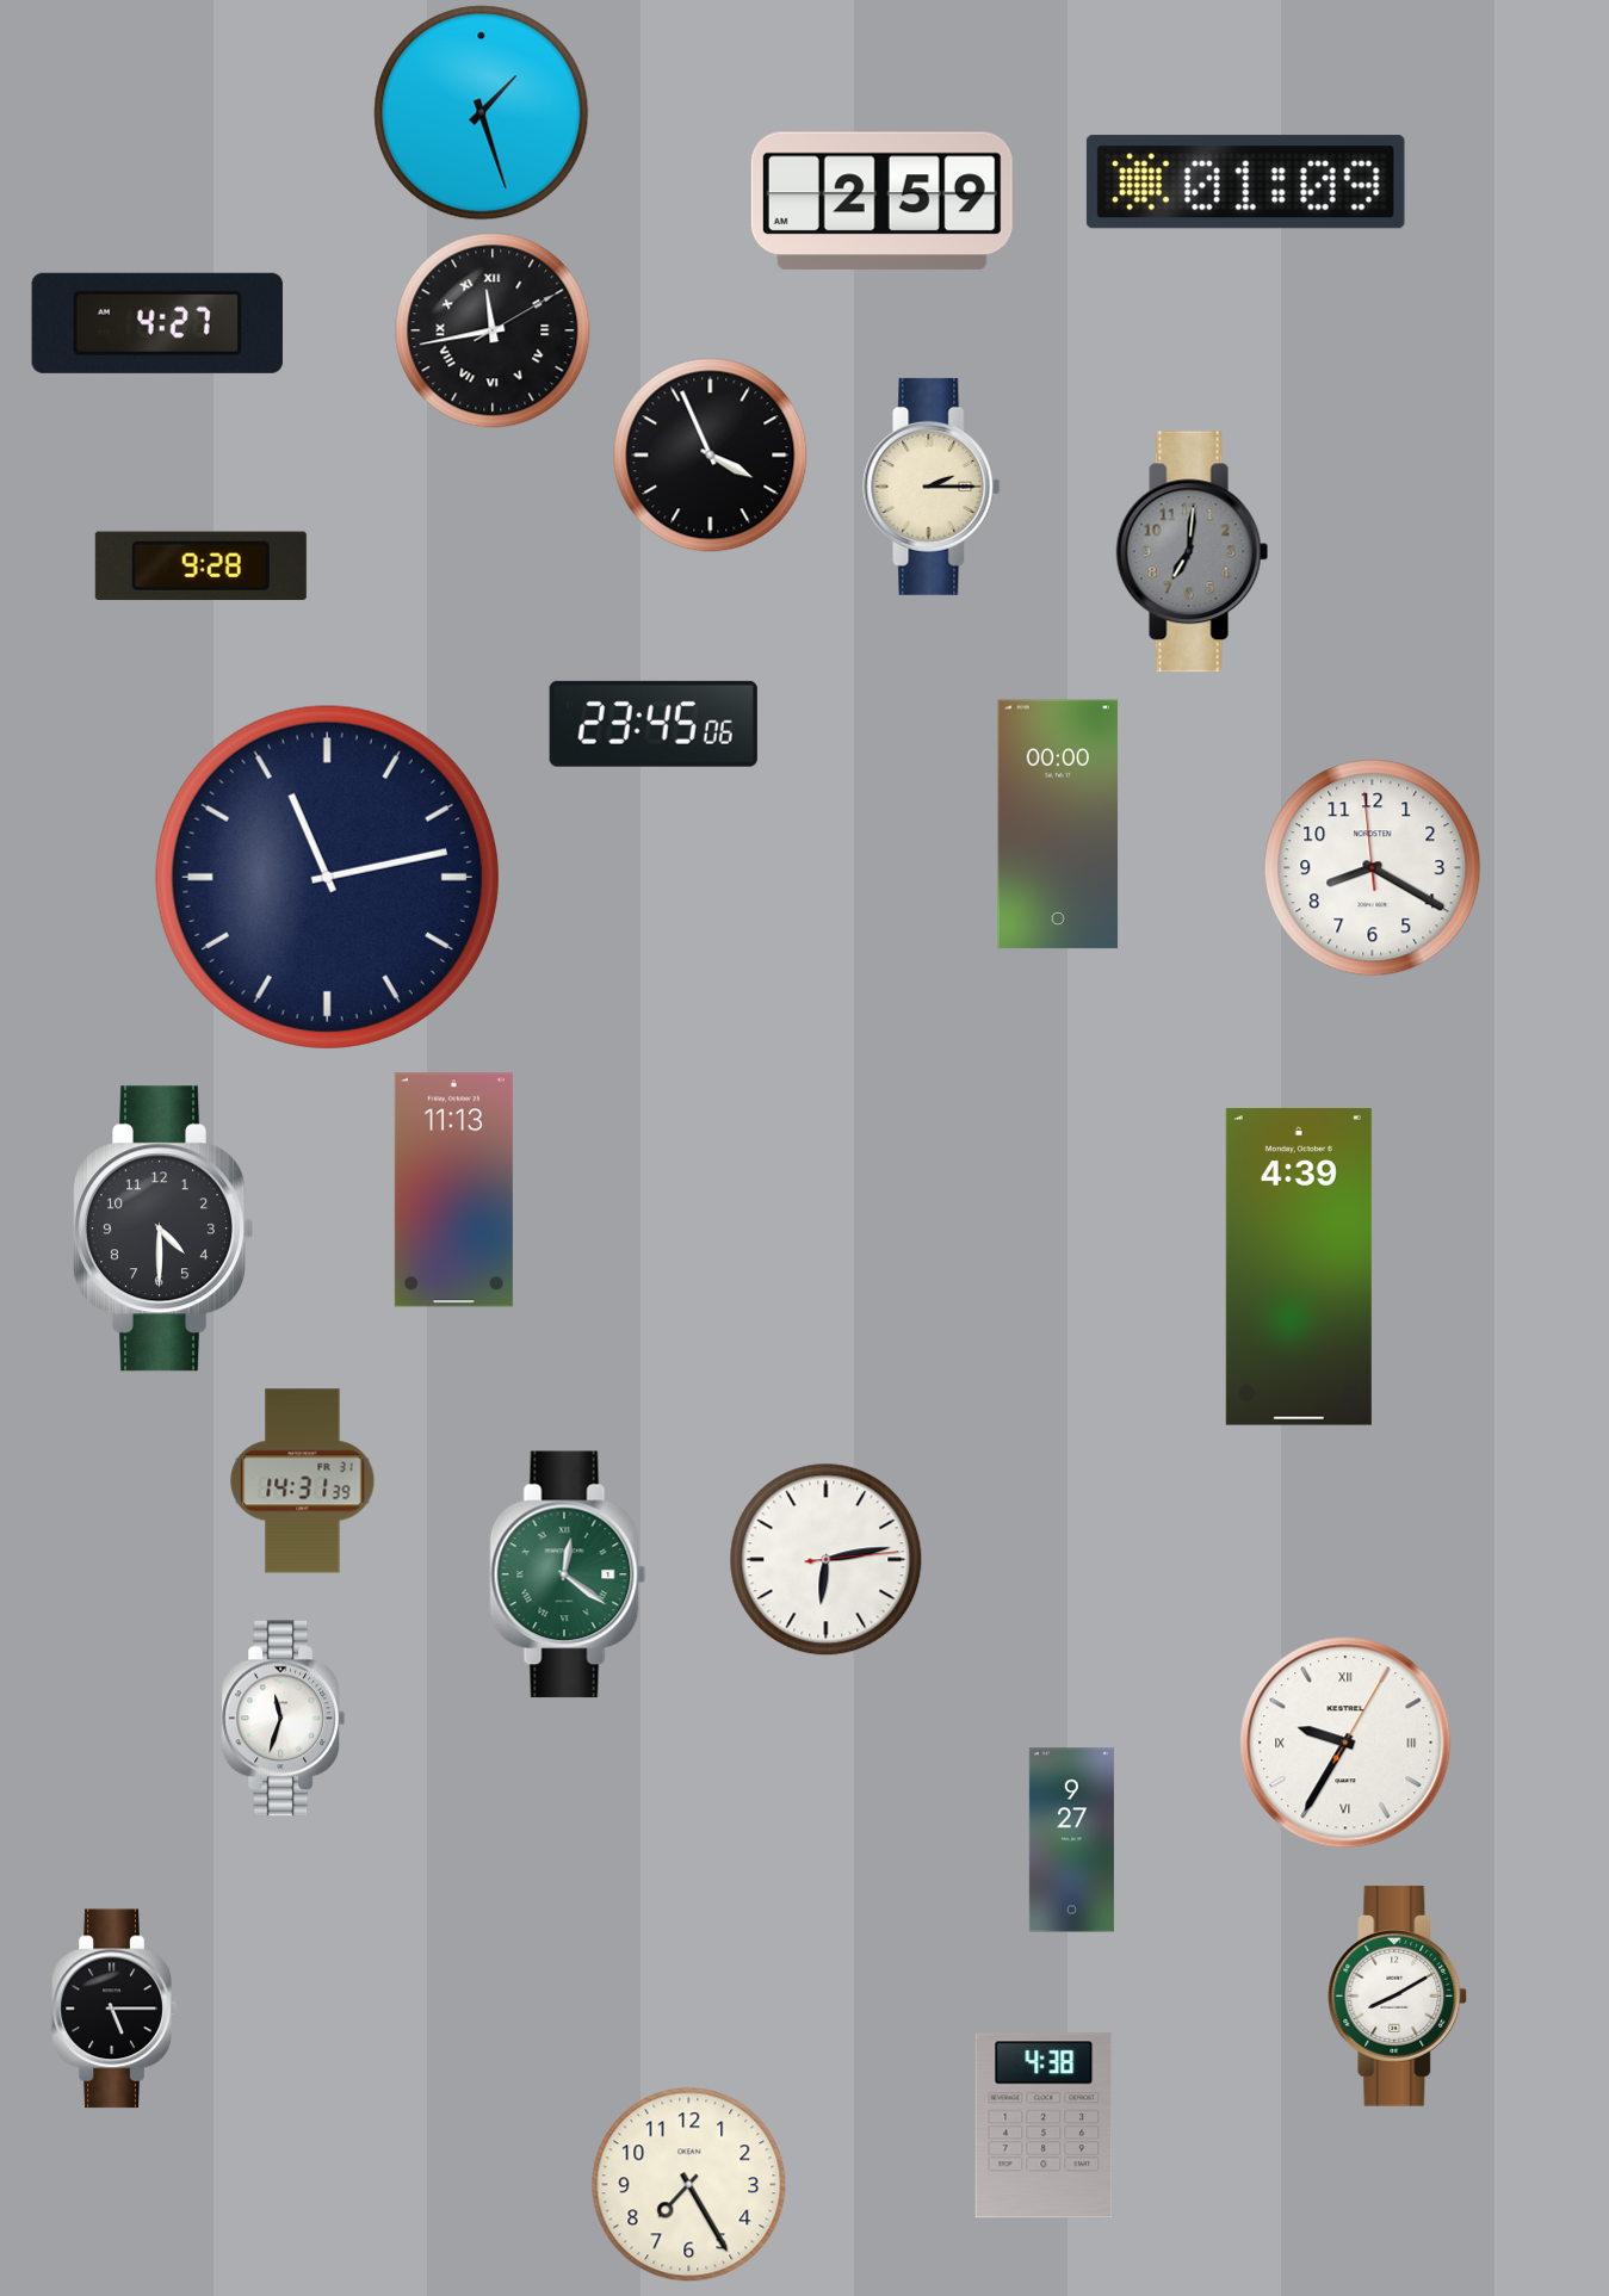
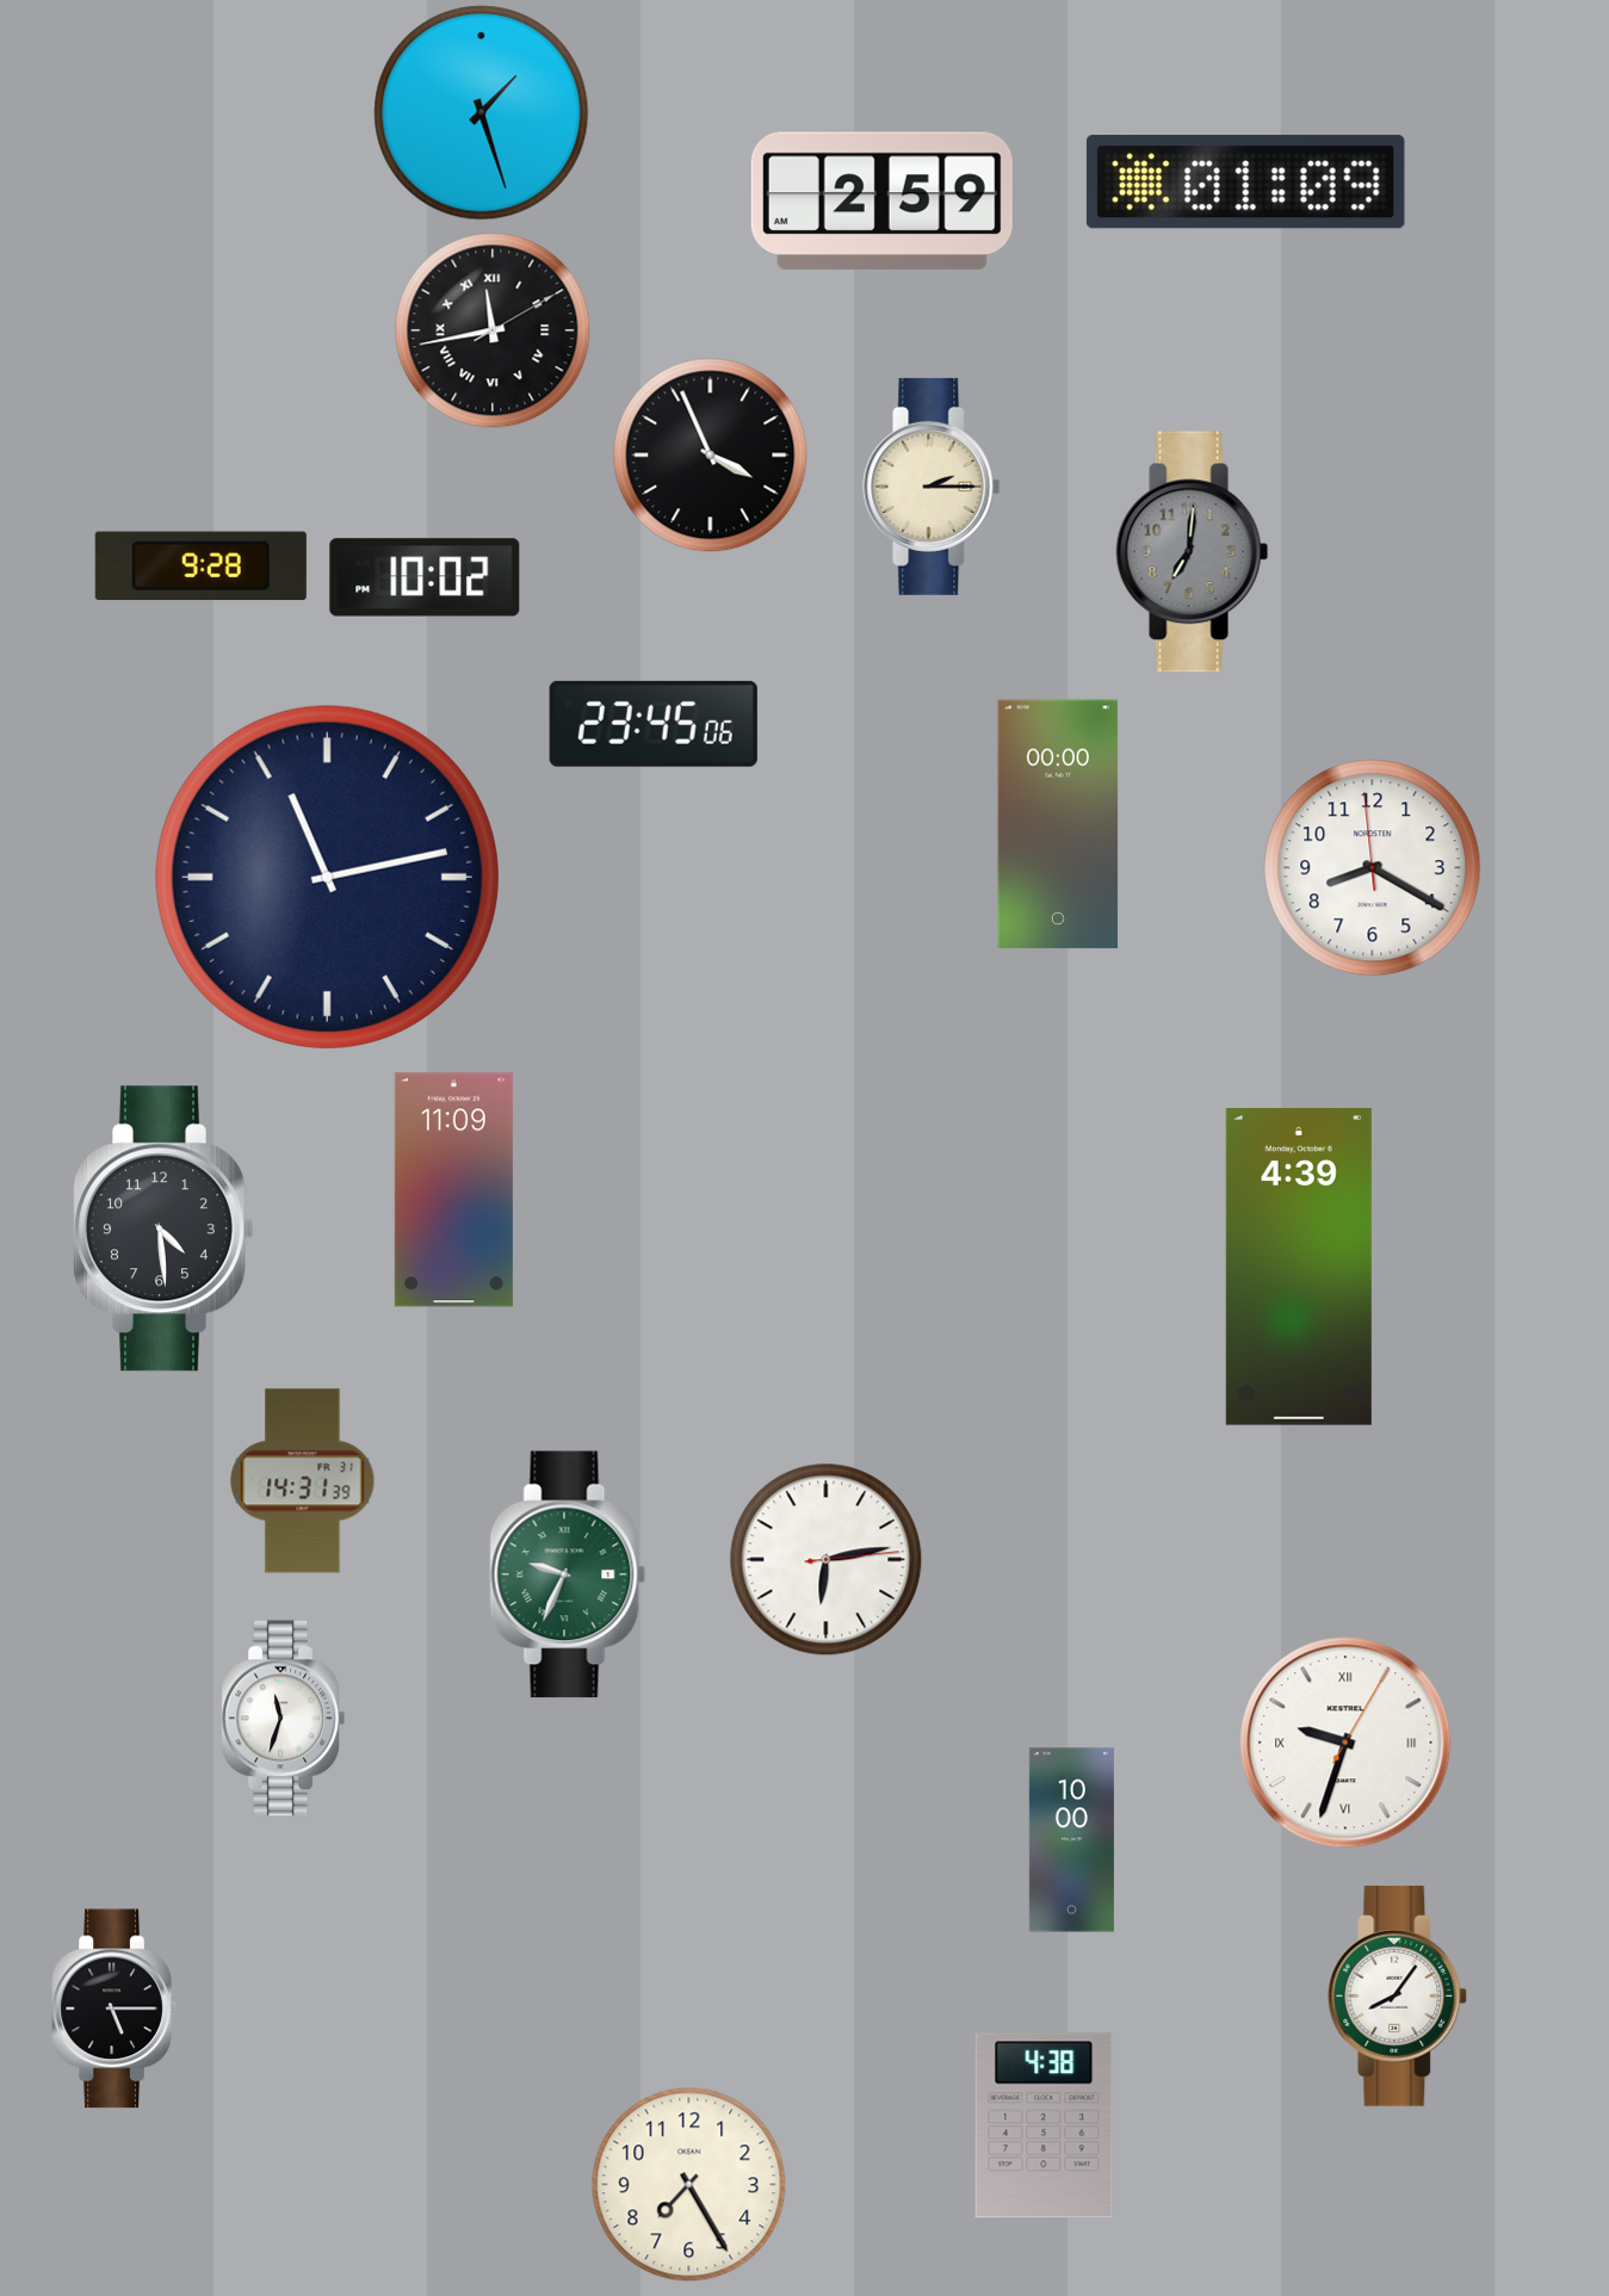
clock at (157, 323): 4:27 -> none
clock at (425, 577): none -> 10:02
clock at (453, 1190): 11:13 -> 11:09
clock at (163, 1229): 4:30 -> 4:29
clock at (568, 1574): 12:21 -> 9:34
clock at (1345, 1743): 9:35 -> 9:33
clock at (1071, 1840): 9:27 -> 10:00
clock at (1398, 1995): 8:10 -> 8:06
